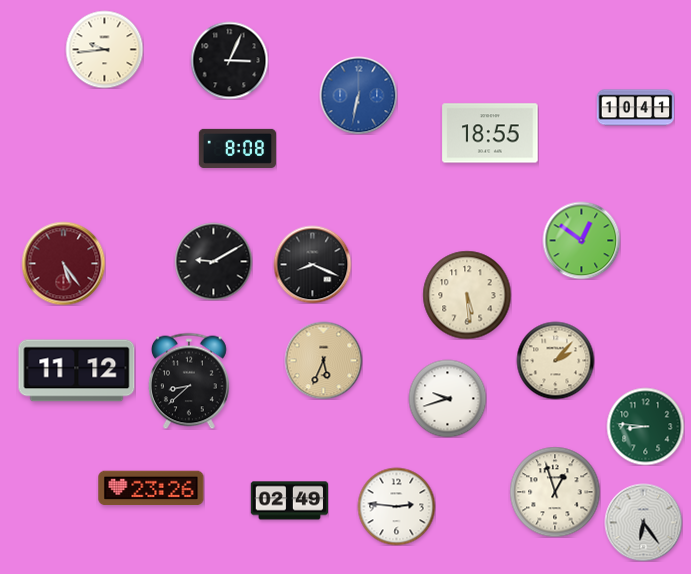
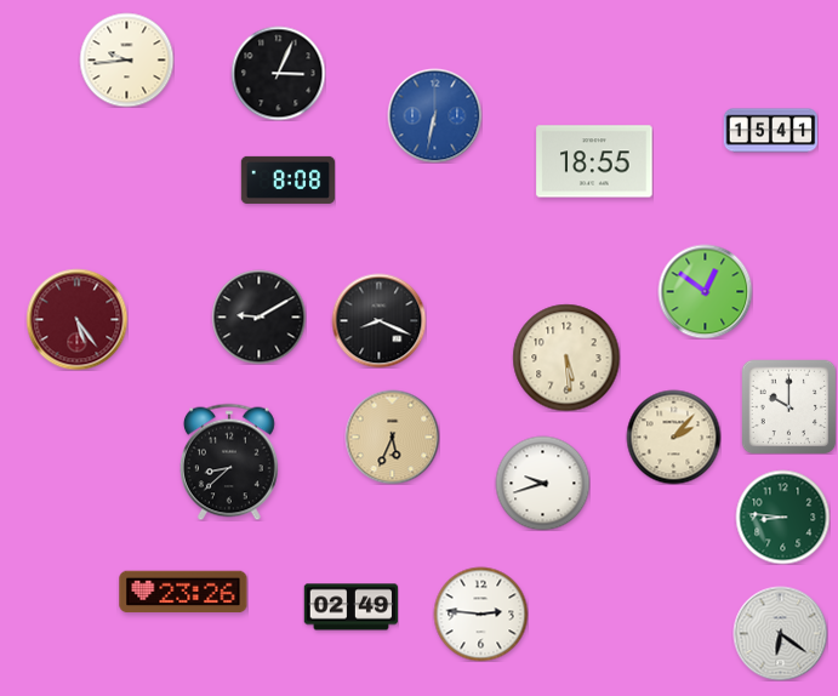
clock at (635, 108): 10:41 -> 15:41
clock at (788, 406): none -> 10:00
clock at (77, 371): 11:12 -> none
clock at (555, 492): 12:57 -> none
clock at (643, 522): 6:24 -> 6:21
